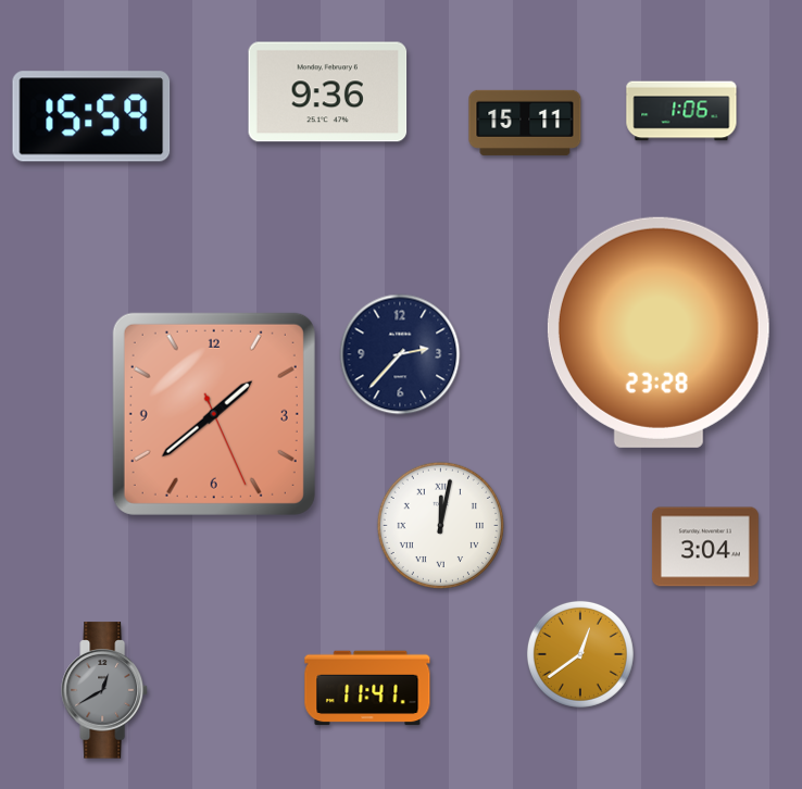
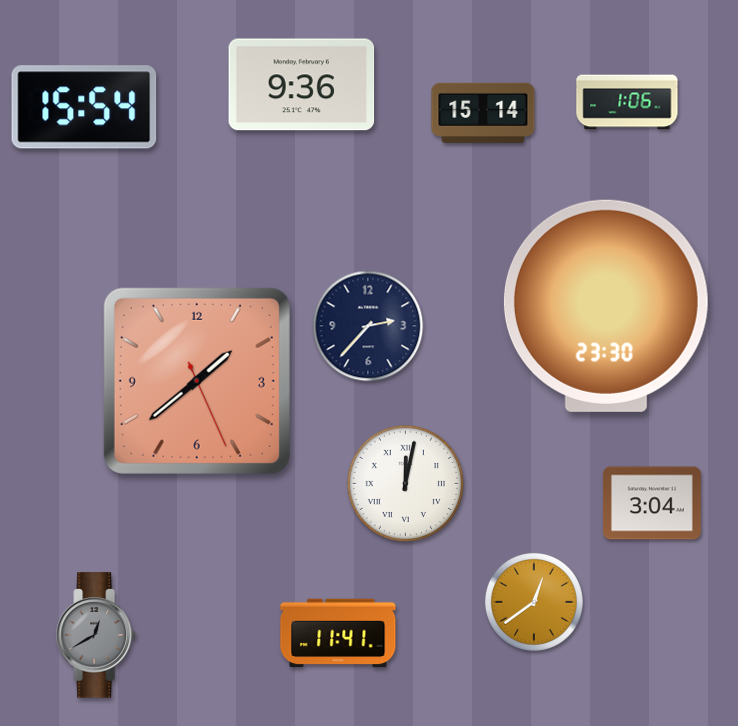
clock at (91, 116): 15:59 -> 15:54
clock at (525, 123): 15:11 -> 15:14
clock at (659, 333): 23:28 -> 23:30
clock at (705, 547) position: (705, 547) -> (652, 503)
